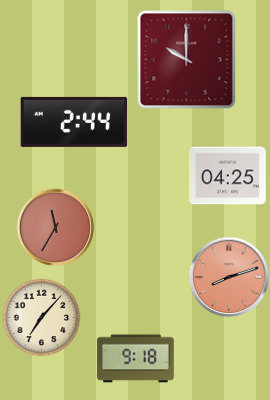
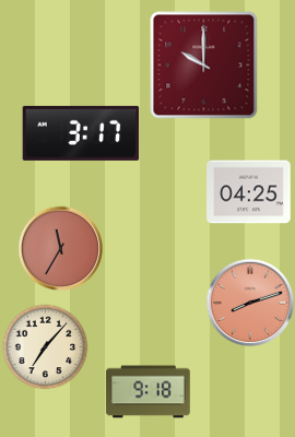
clock at (74, 122): 2:44 -> 3:17
